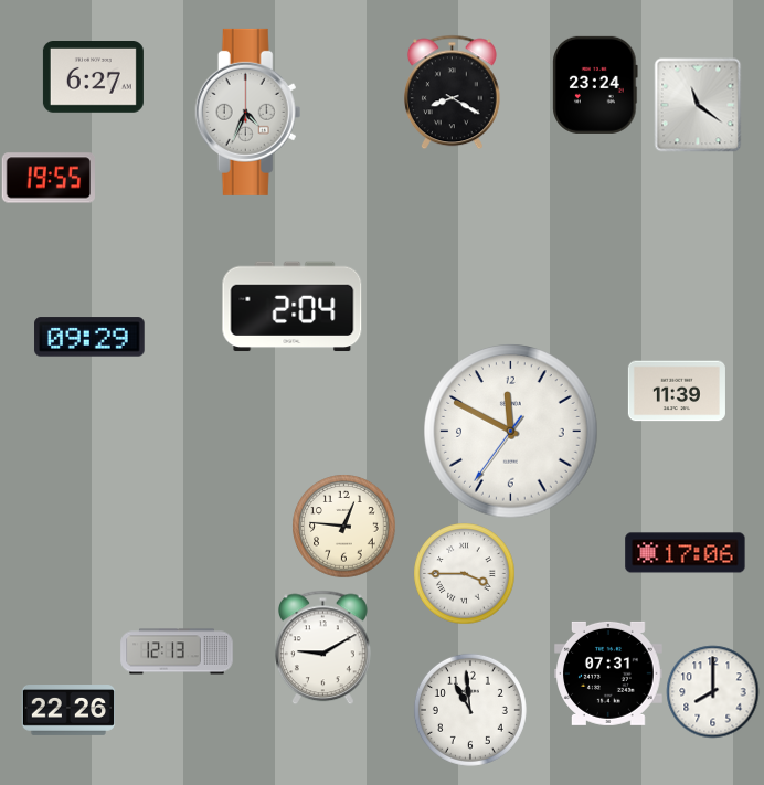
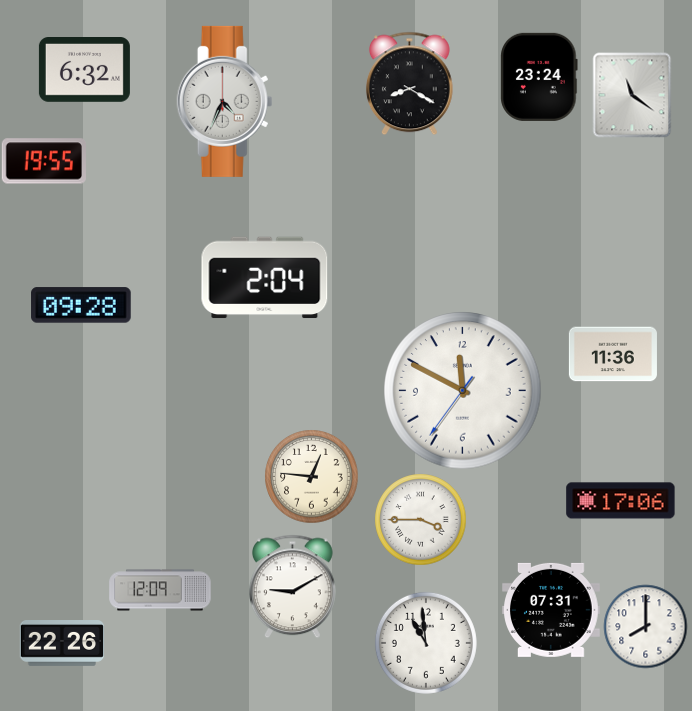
clock at (93, 77): 6:27 -> 6:32
clock at (89, 337): 09:29 -> 09:28
clock at (677, 391): 11:39 -> 11:36
clock at (177, 651): 12:13 -> 12:09
